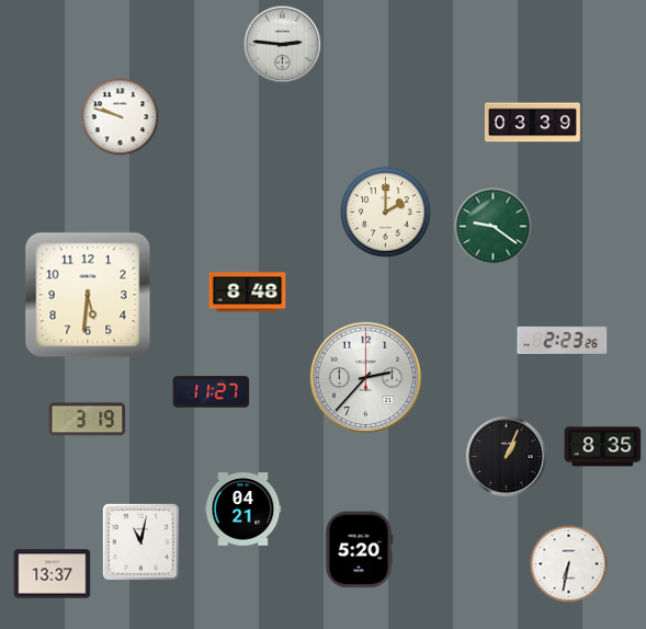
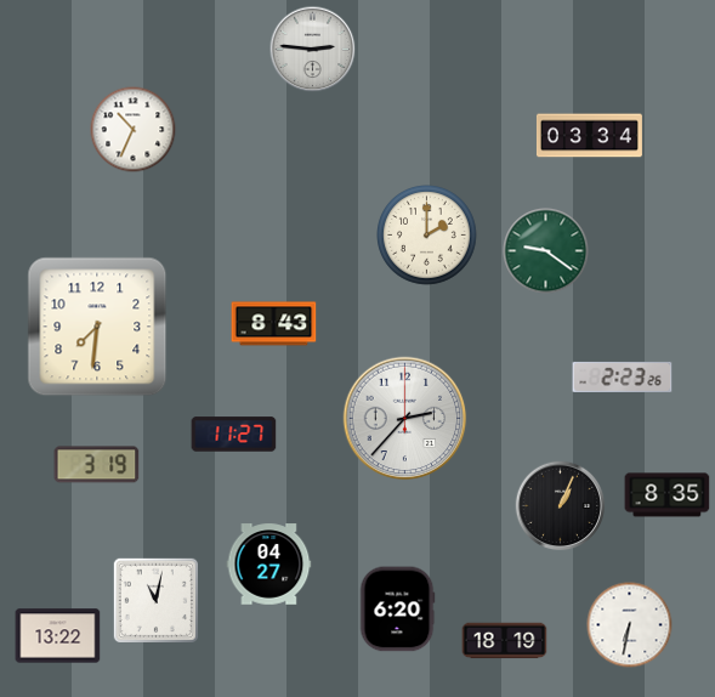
clock at (121, 117): 9:48 -> 10:34
clock at (532, 123): 03:39 -> 03:34
clock at (248, 293): 8:48 -> 8:43
clock at (88, 295): 5:31 -> 7:31
clock at (243, 510): 04:21 -> 04:27
clock at (359, 550): 5:20 -> 6:20
clock at (53, 574): 13:37 -> 13:22
clock at (505, 641): none -> 18:19
